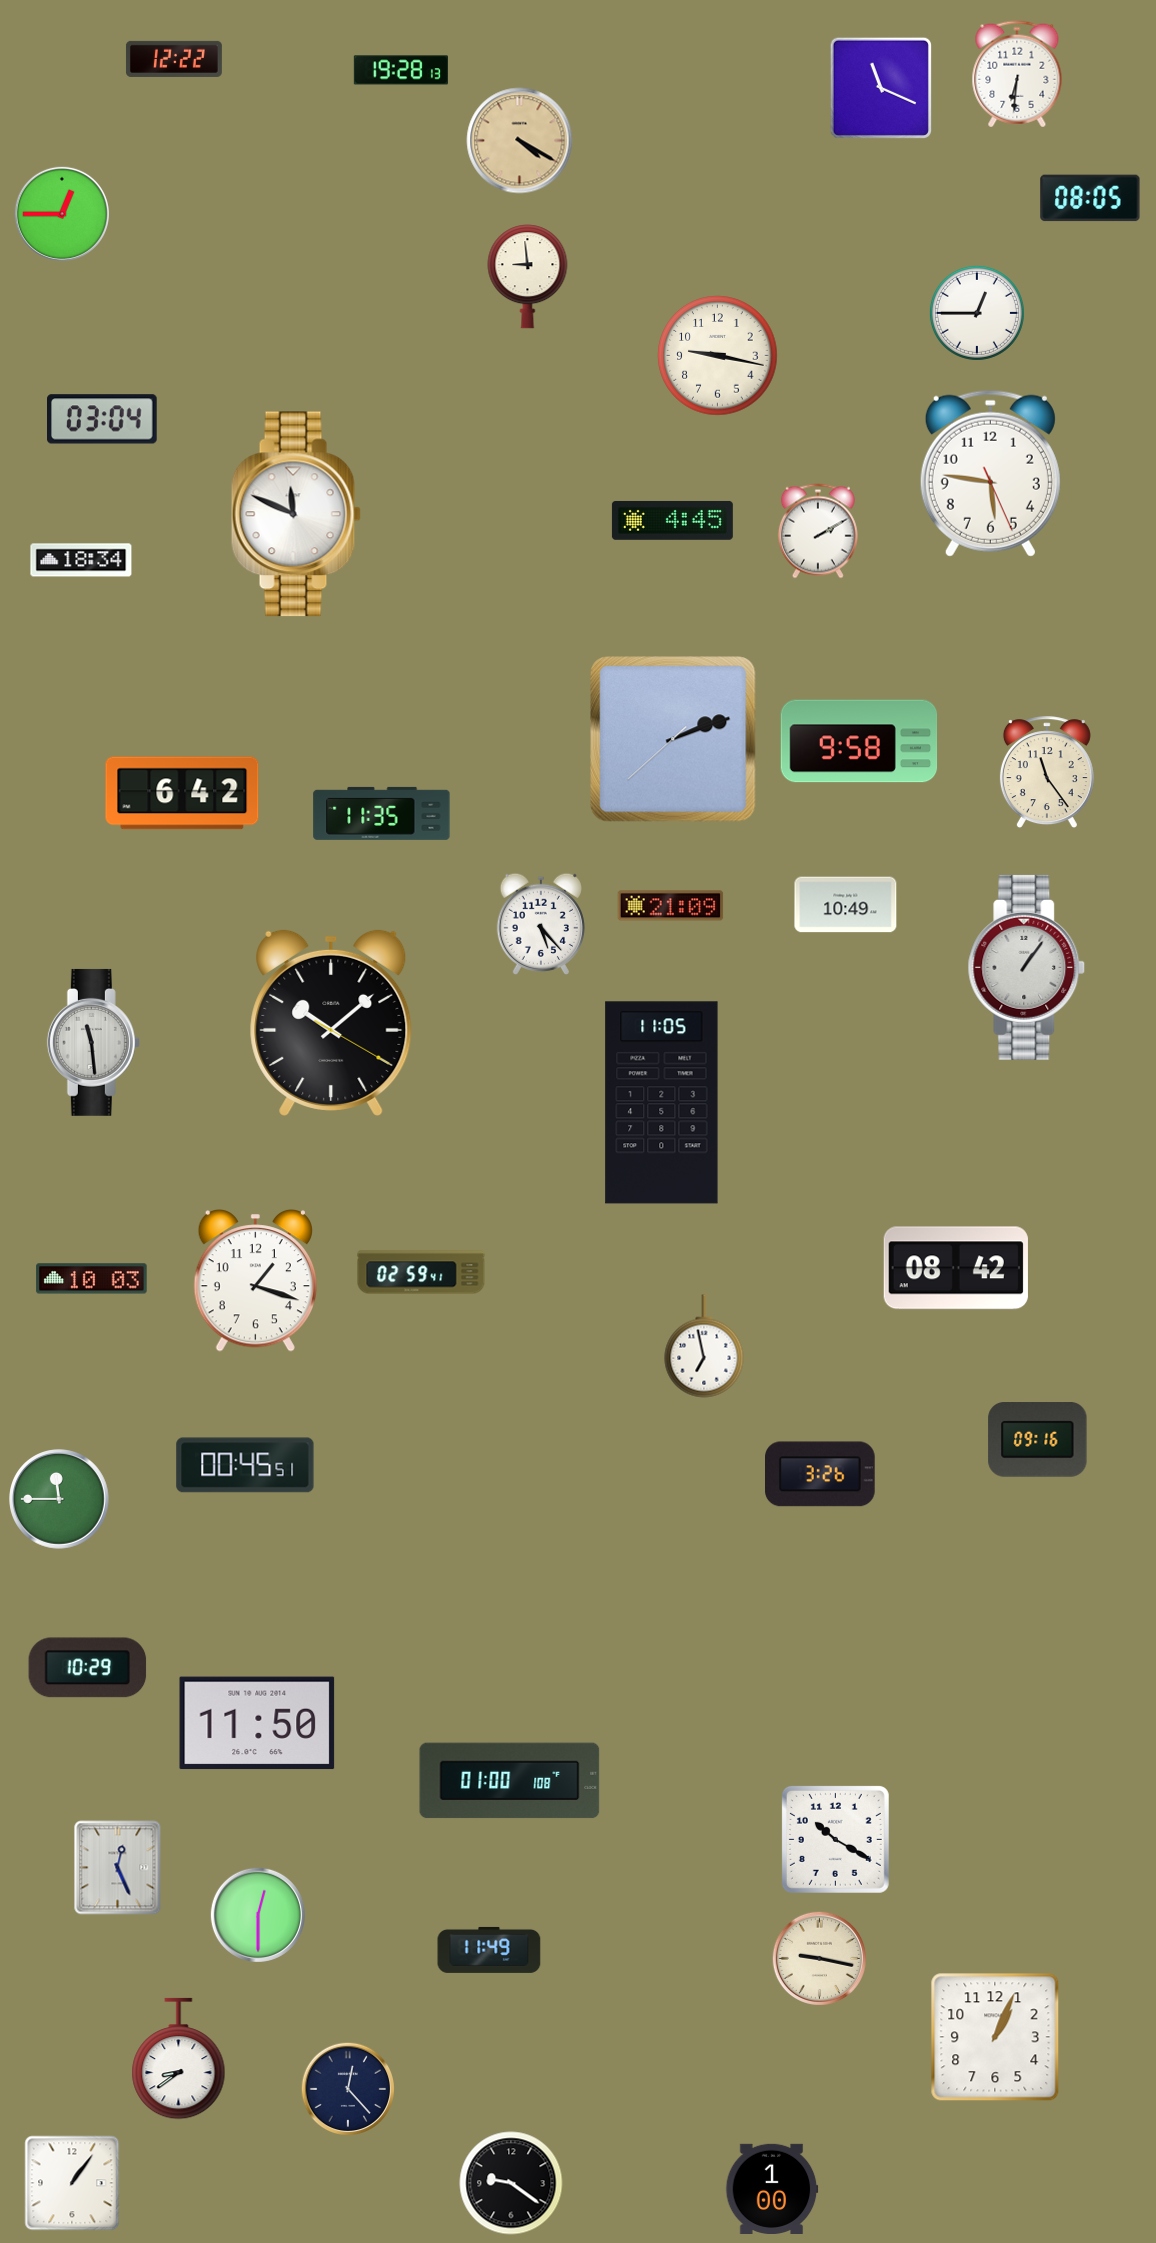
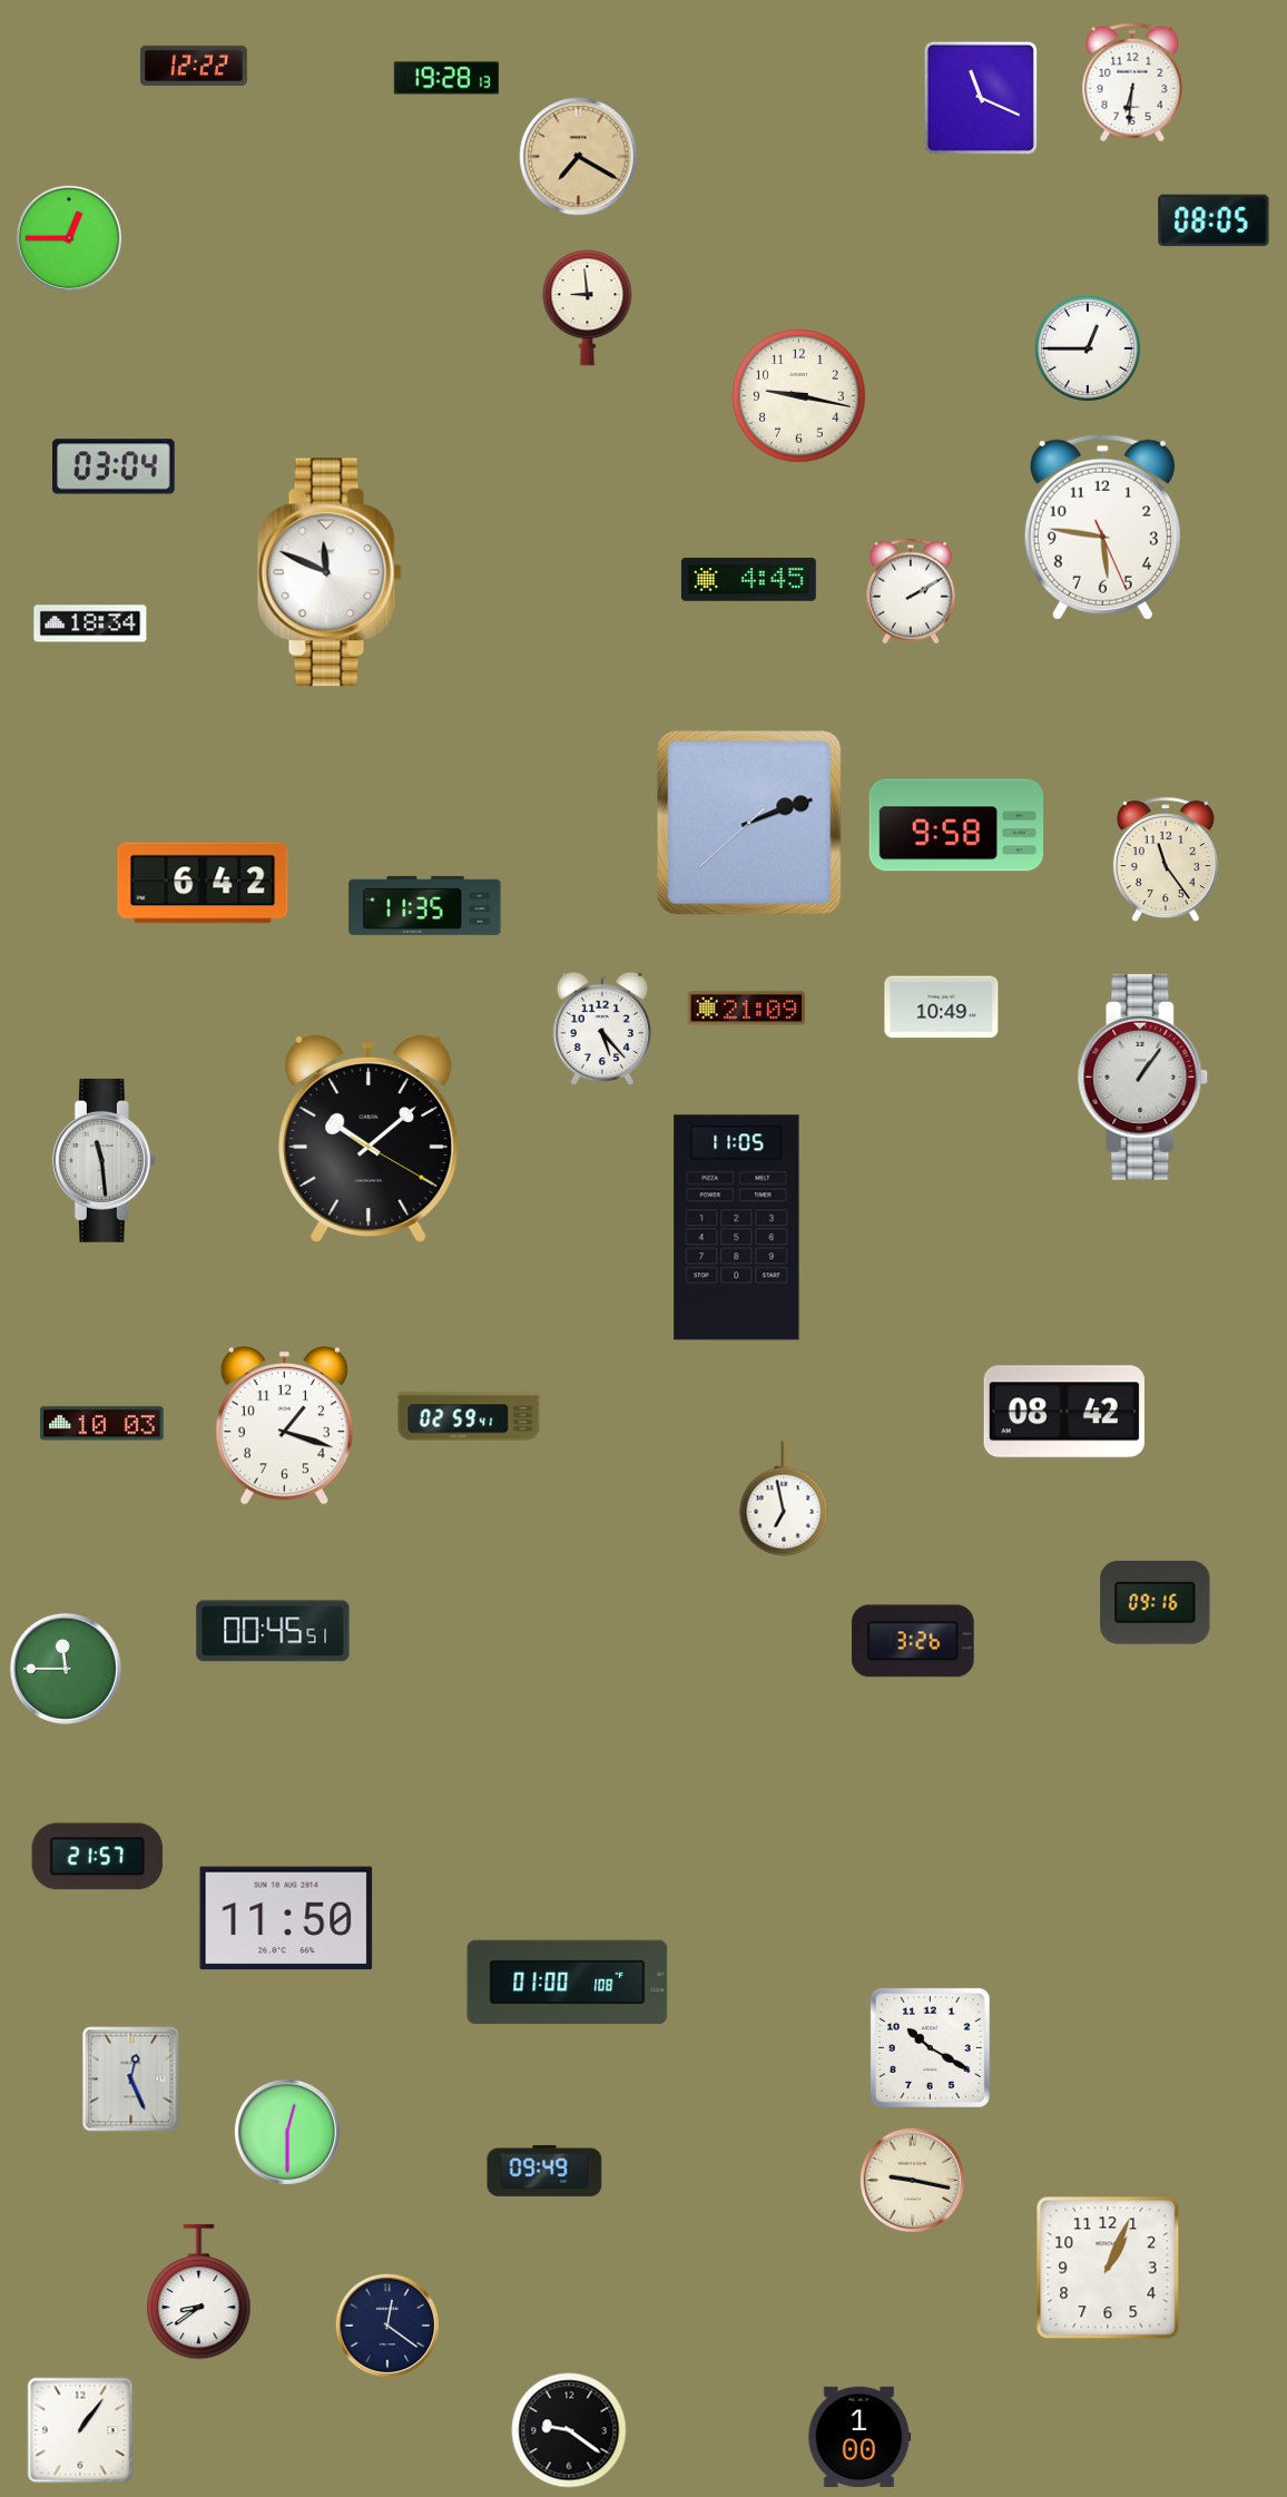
clock at (520, 141): 4:20 -> 7:20
clock at (88, 1668): 10:29 -> 21:57
clock at (489, 1950): 11:49 -> 09:49
clock at (348, 2089): 12:23 -> 12:21
